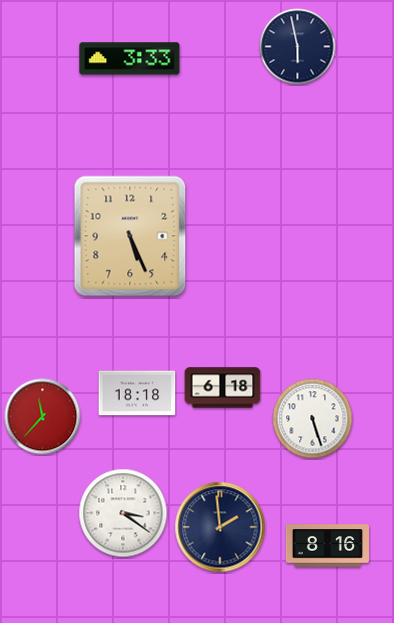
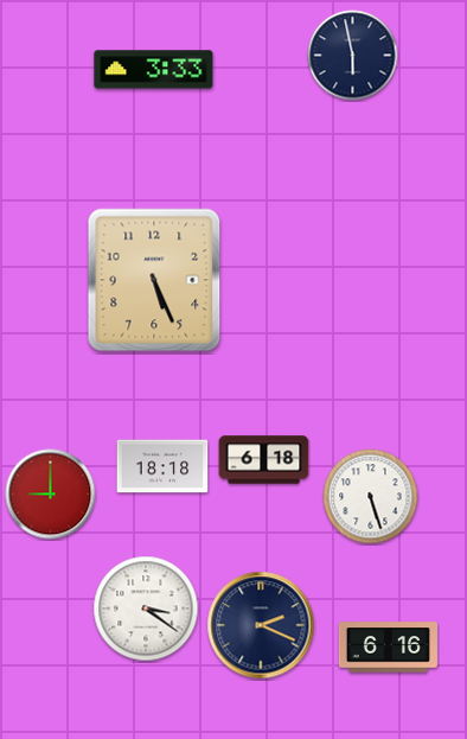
clock at (43, 417): 11:37 -> 9:00
clock at (220, 527): 1:59 -> 2:19
clock at (327, 546): 8:16 -> 6:16
